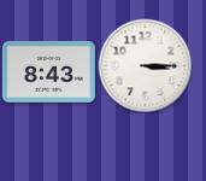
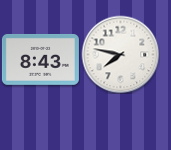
clock at (145, 65): 3:15 -> 7:47
